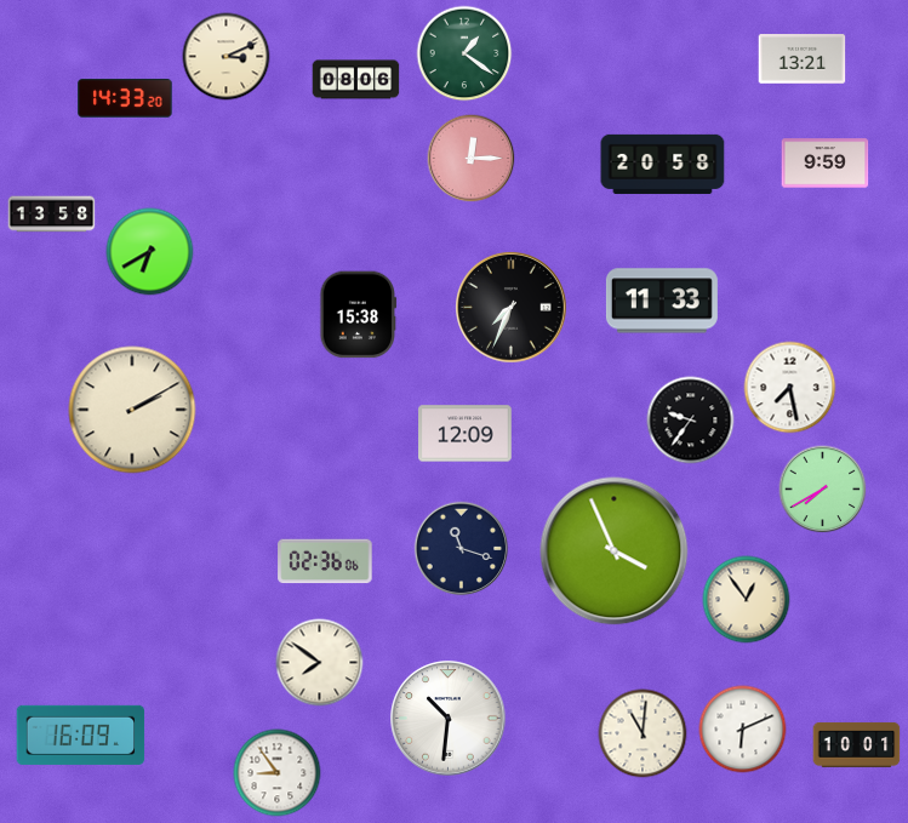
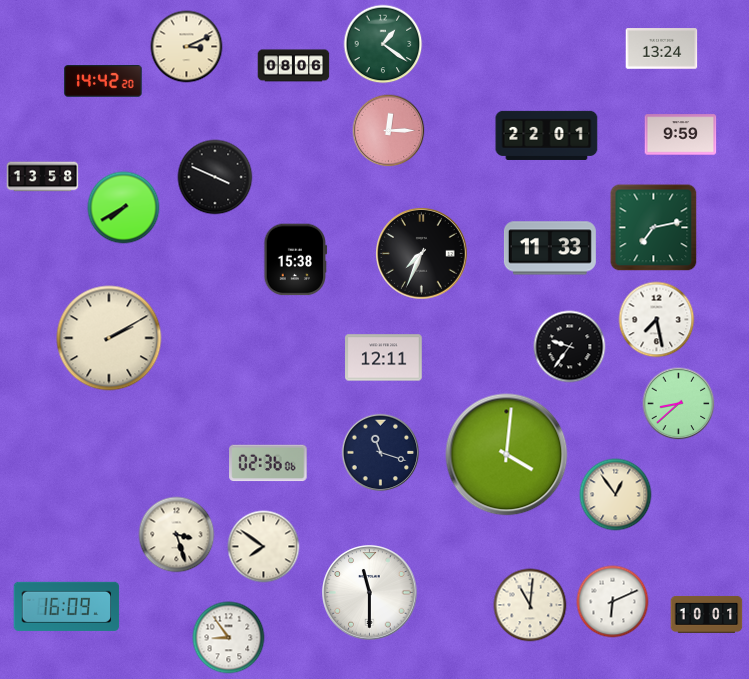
clock at (803, 59): 13:21 -> 13:24
clock at (125, 99): 14:33 -> 14:42
clock at (663, 164): 20:58 -> 22:01
clock at (215, 177): none -> 3:49
clock at (150, 252): 6:40 -> 7:40
clock at (654, 228): none -> 7:13
clock at (662, 301) position: (662, 301) -> (550, 248)
clock at (790, 388) position: (790, 388) -> (657, 320)
clock at (466, 434): 12:09 -> 12:11
clock at (823, 490): 7:40 -> 8:38
clock at (615, 551): 3:56 -> 4:01
clock at (177, 535): none -> 3:27
clock at (449, 719): 10:31 -> 11:30
